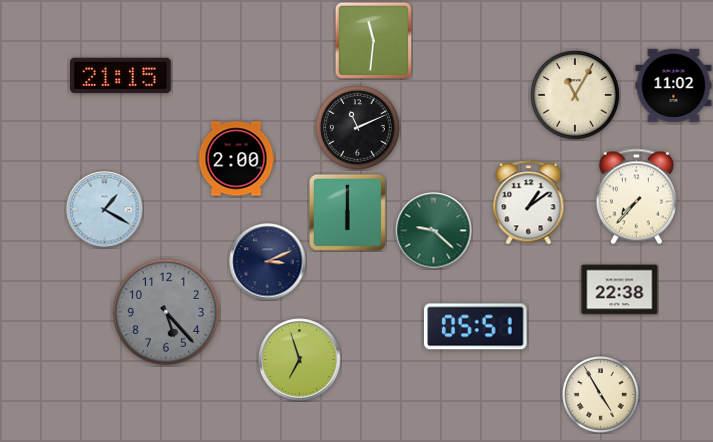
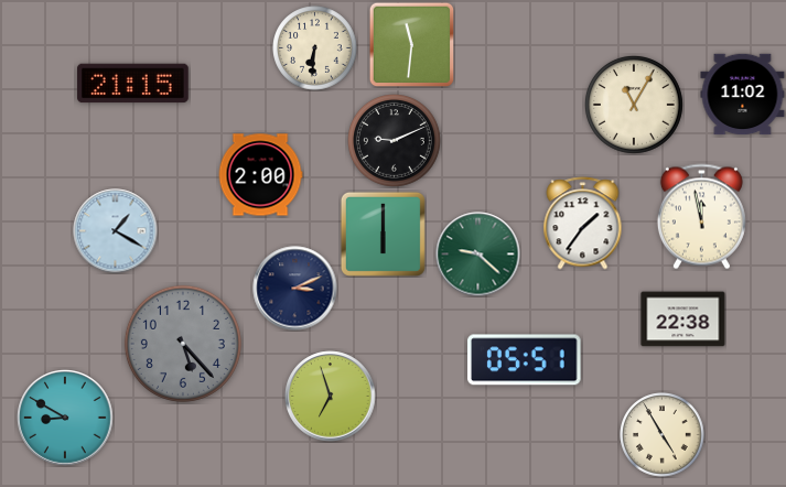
clock at (315, 48): none -> 6:31
clock at (358, 128): 11:11 -> 9:11
clock at (636, 197): 7:37 -> 11:58
clock at (529, 203): 1:09 -> 1:36
clock at (66, 419): none -> 8:50
